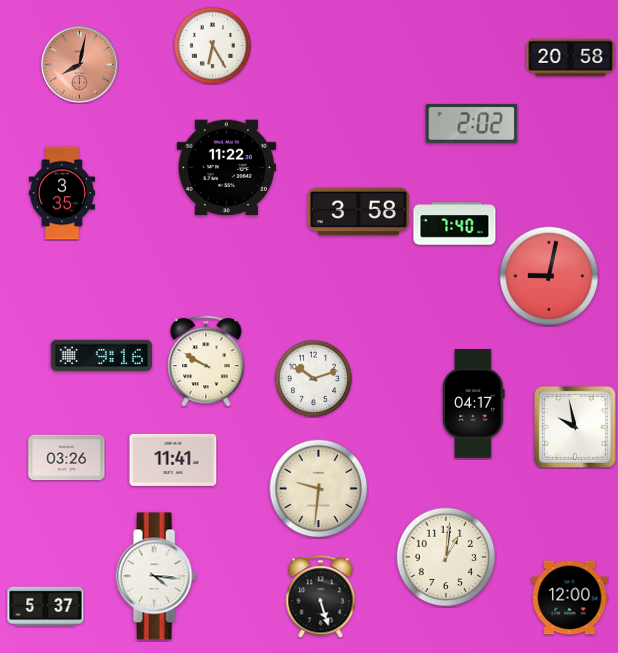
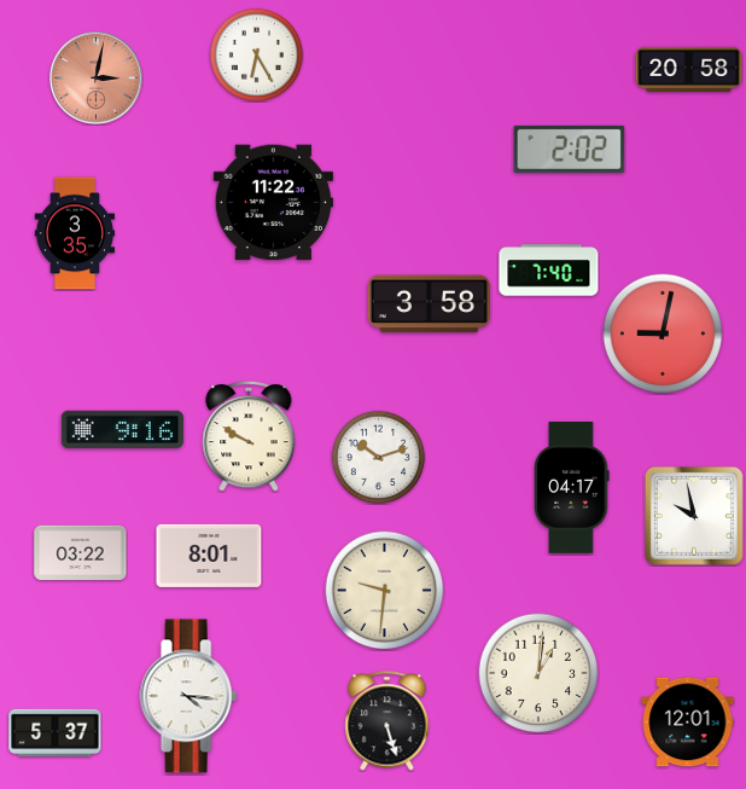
clock at (80, 65): 8:02 -> 3:02
clock at (358, 212) position: (358, 212) -> (429, 304)
clock at (67, 458): 03:26 -> 03:22
clock at (173, 460): 11:41 -> 8:01
clock at (570, 598): 12:00 -> 12:01
